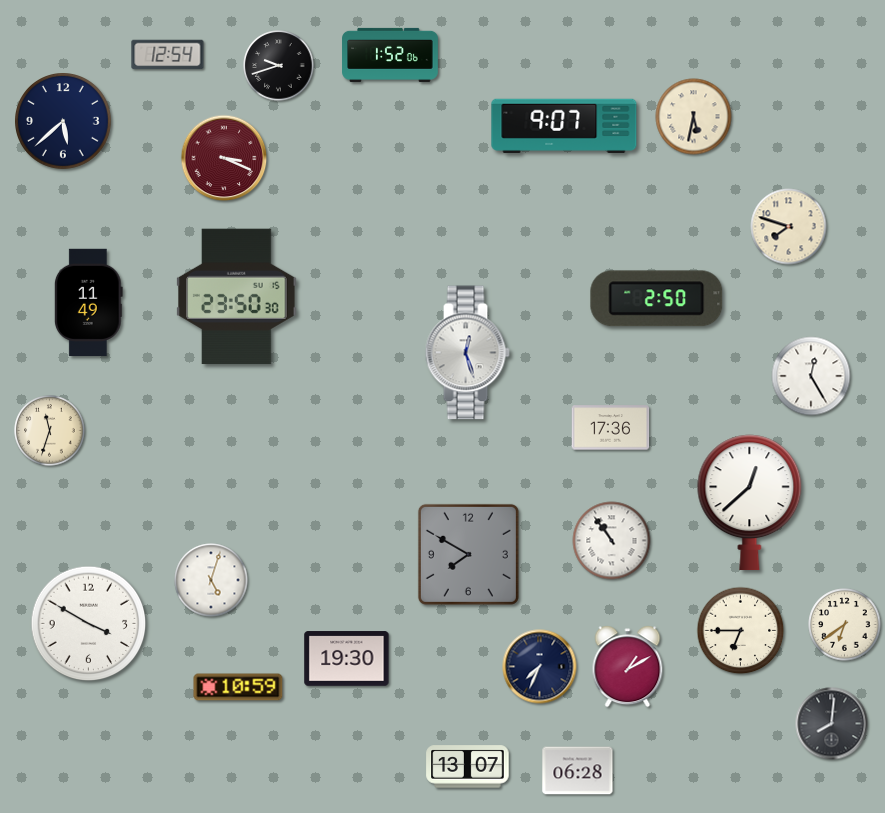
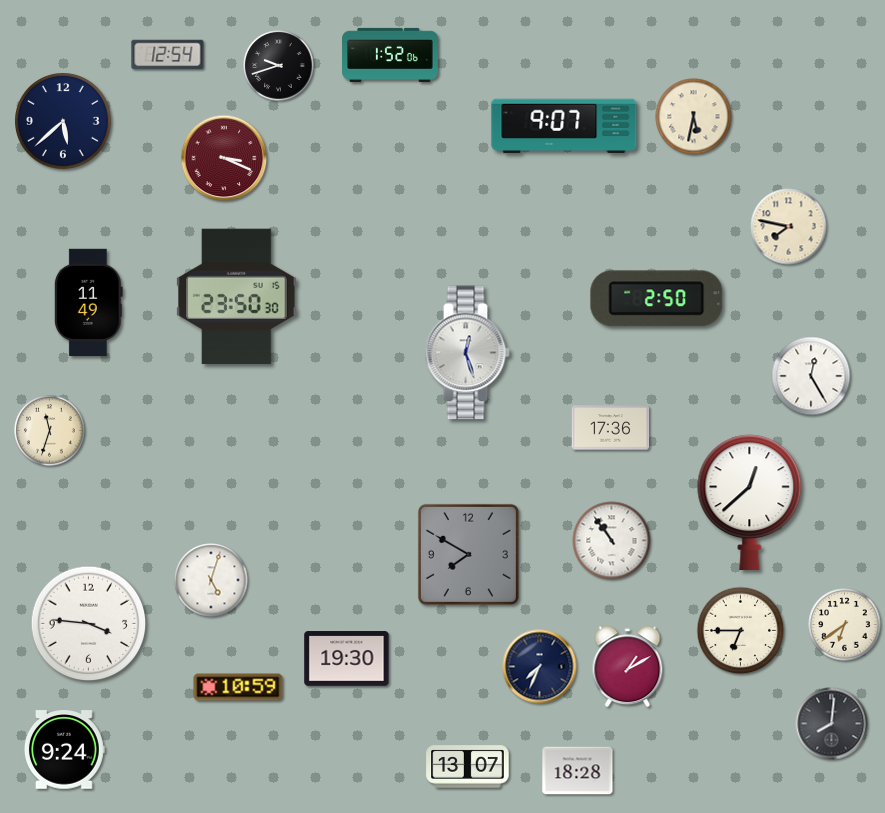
clock at (789, 227): 7:48 -> 7:47
clock at (89, 624): 3:50 -> 3:46
clock at (64, 750): none -> 9:24
clock at (578, 771): 06:28 -> 18:28
